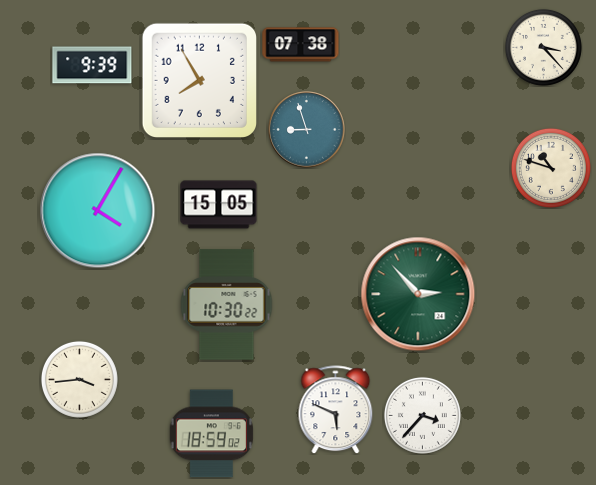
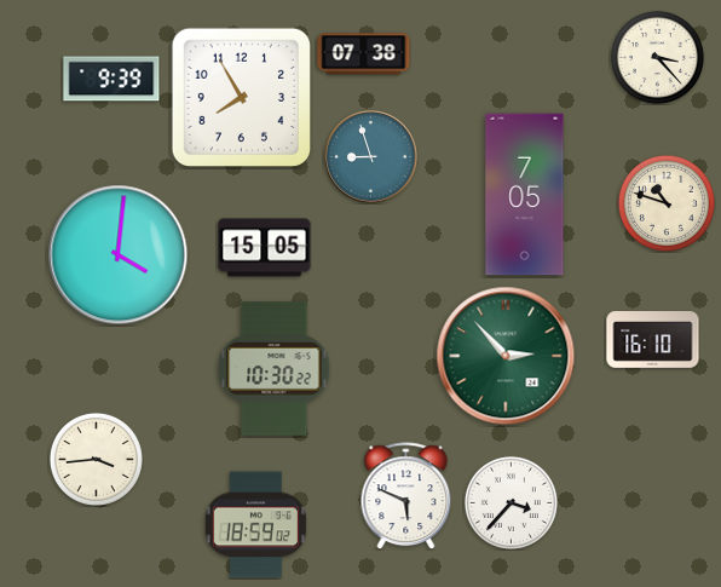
clock at (525, 195): none -> 7:05
clock at (98, 211): 4:05 -> 4:01
clock at (653, 340): none -> 16:10
